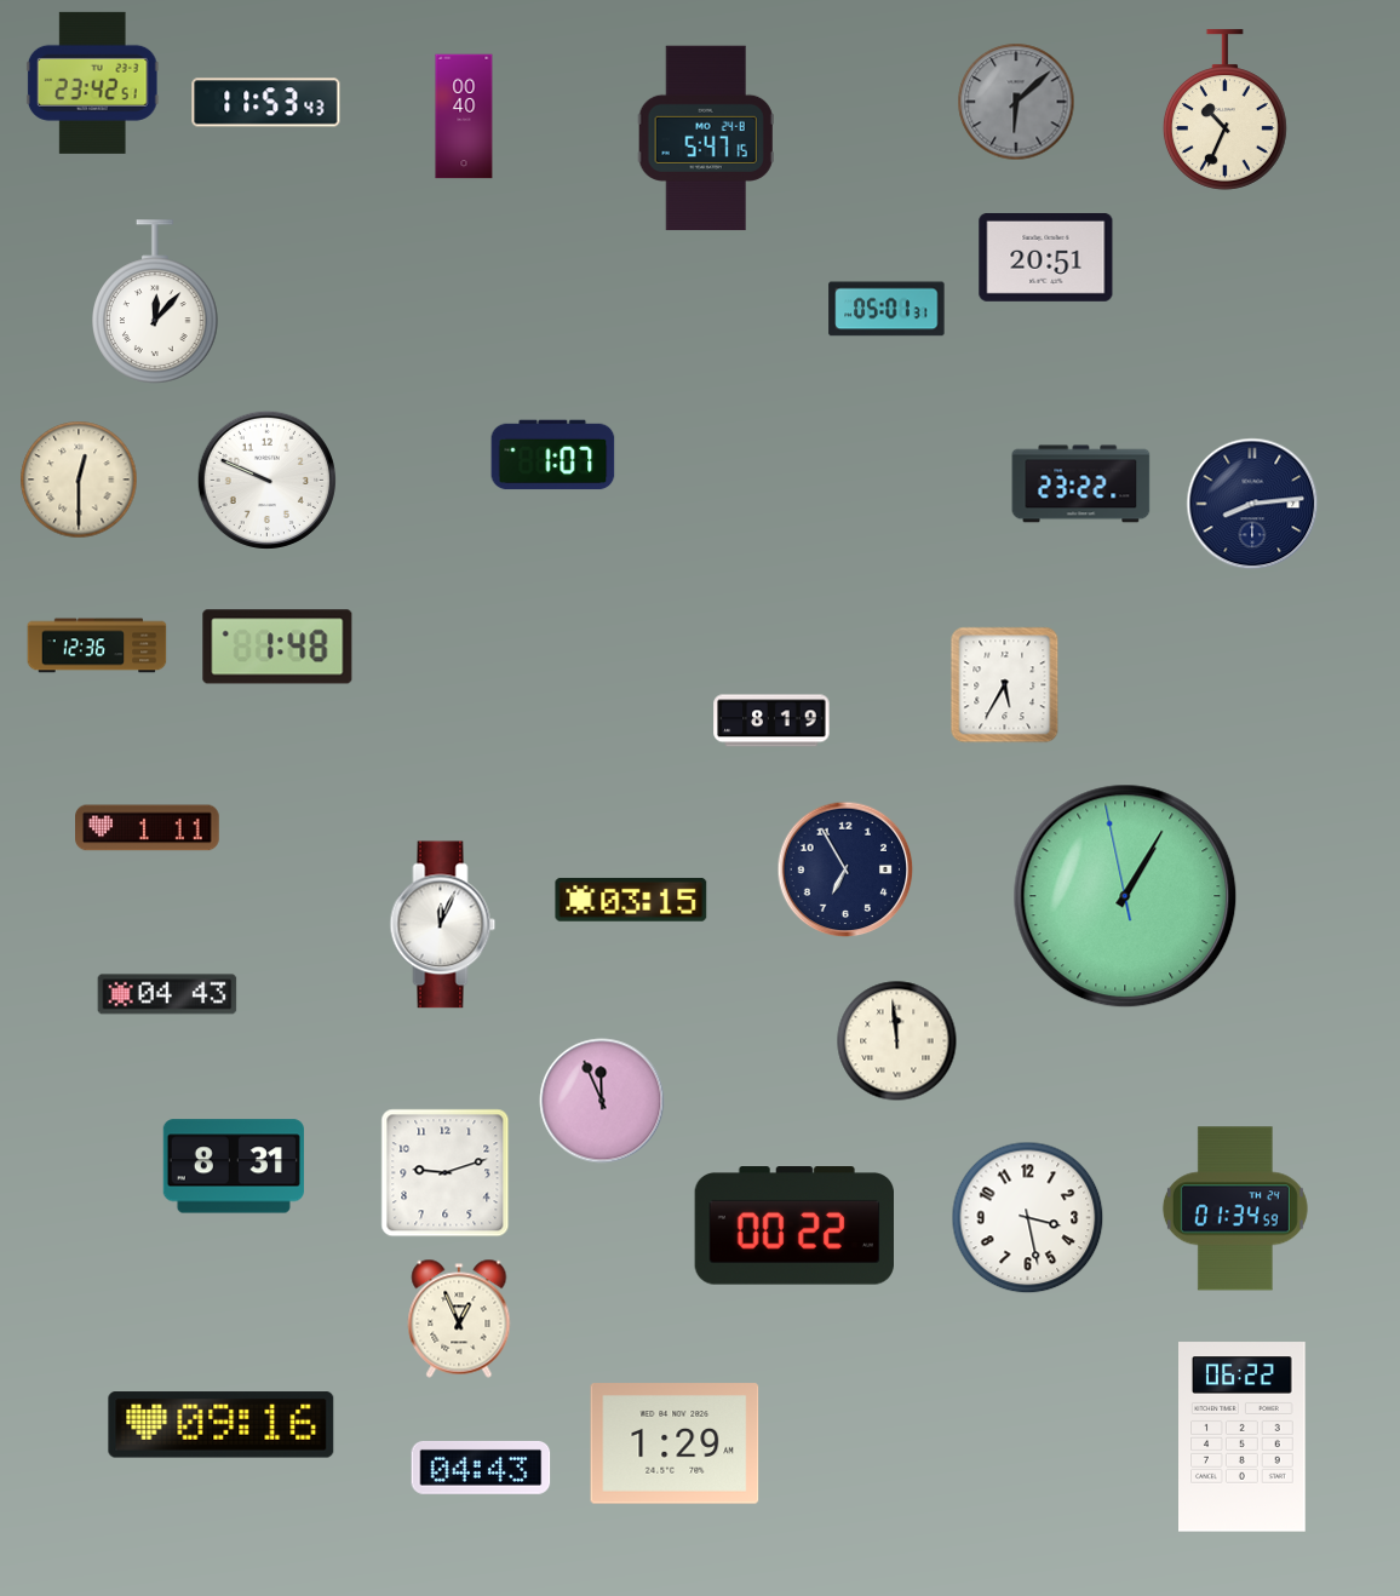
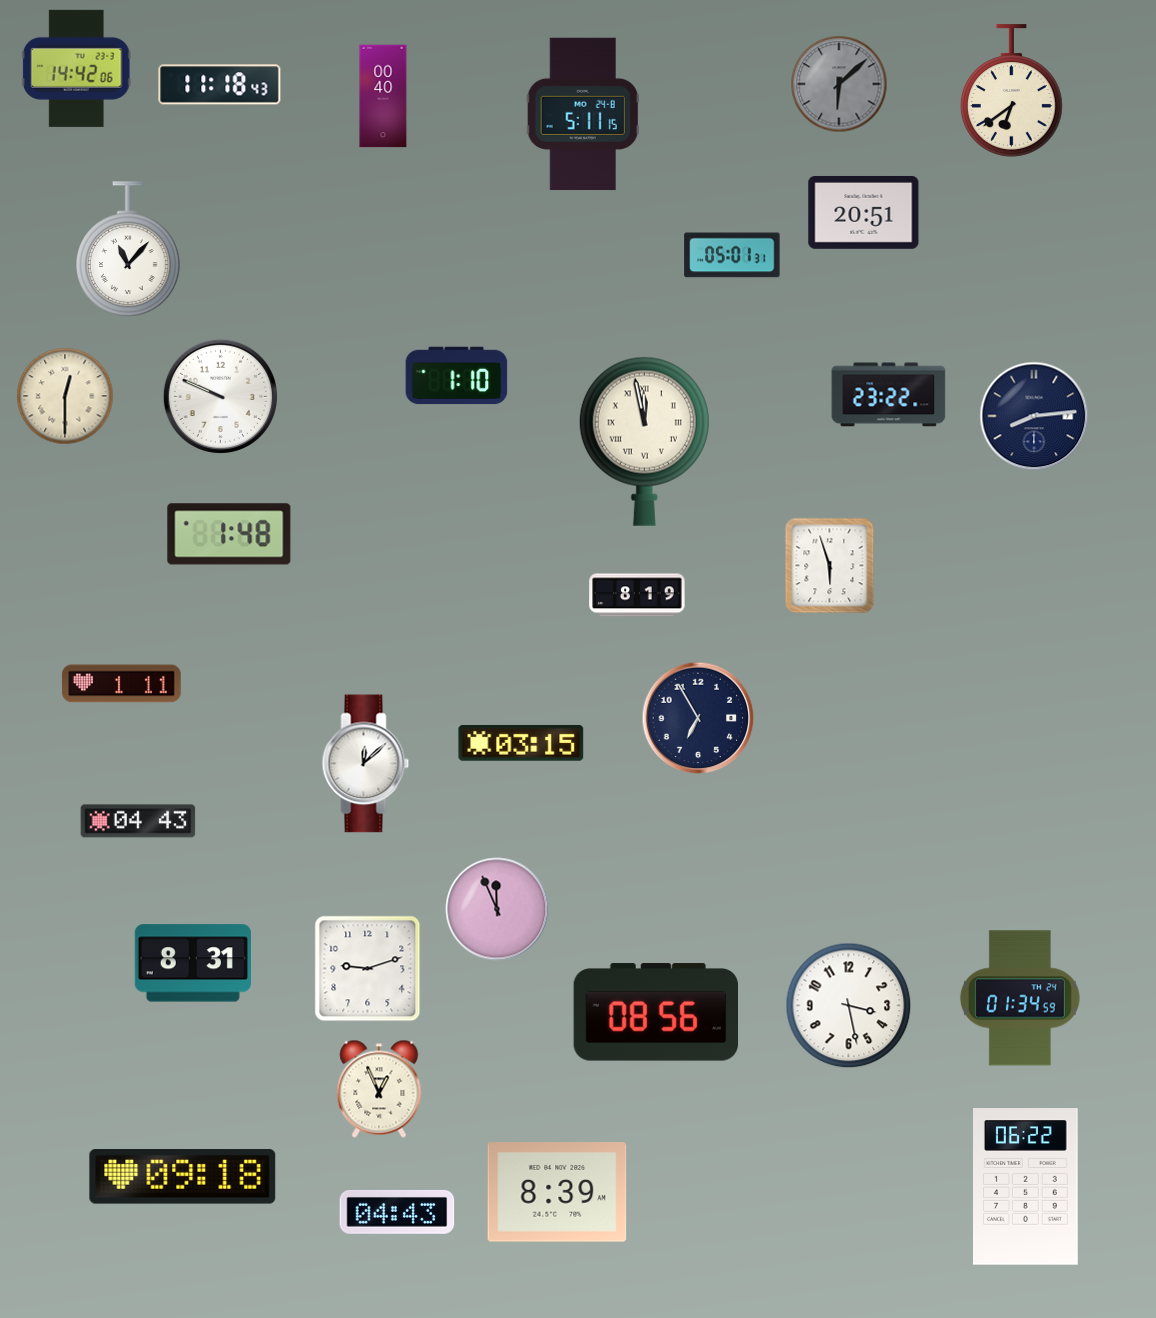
clock at (92, 82): 23:42 -> 14:42
clock at (266, 103): 11:53 -> 11:18
clock at (1224, 110): 10:34 -> 6:39
clock at (706, 138): 5:47 -> 5:11
clock at (155, 302): 12:07 -> 11:07
clock at (553, 455): 1:07 -> 1:10
clock at (1081, 484) position: (1081, 484) -> (889, 395)
clock at (644, 441): none -> 11:58
clock at (97, 645): 12:36 -> none
clock at (1005, 685): 5:35 -> 5:57
clock at (1125, 896): 1:04 -> none
clock at (443, 925): 12:04 -> 12:08
clock at (897, 1041): 11:59 -> none
clock at (793, 1225): 00:22 -> 08:56
clock at (222, 1425): 09:16 -> 09:18
clock at (675, 1443): 1:29 -> 8:39
